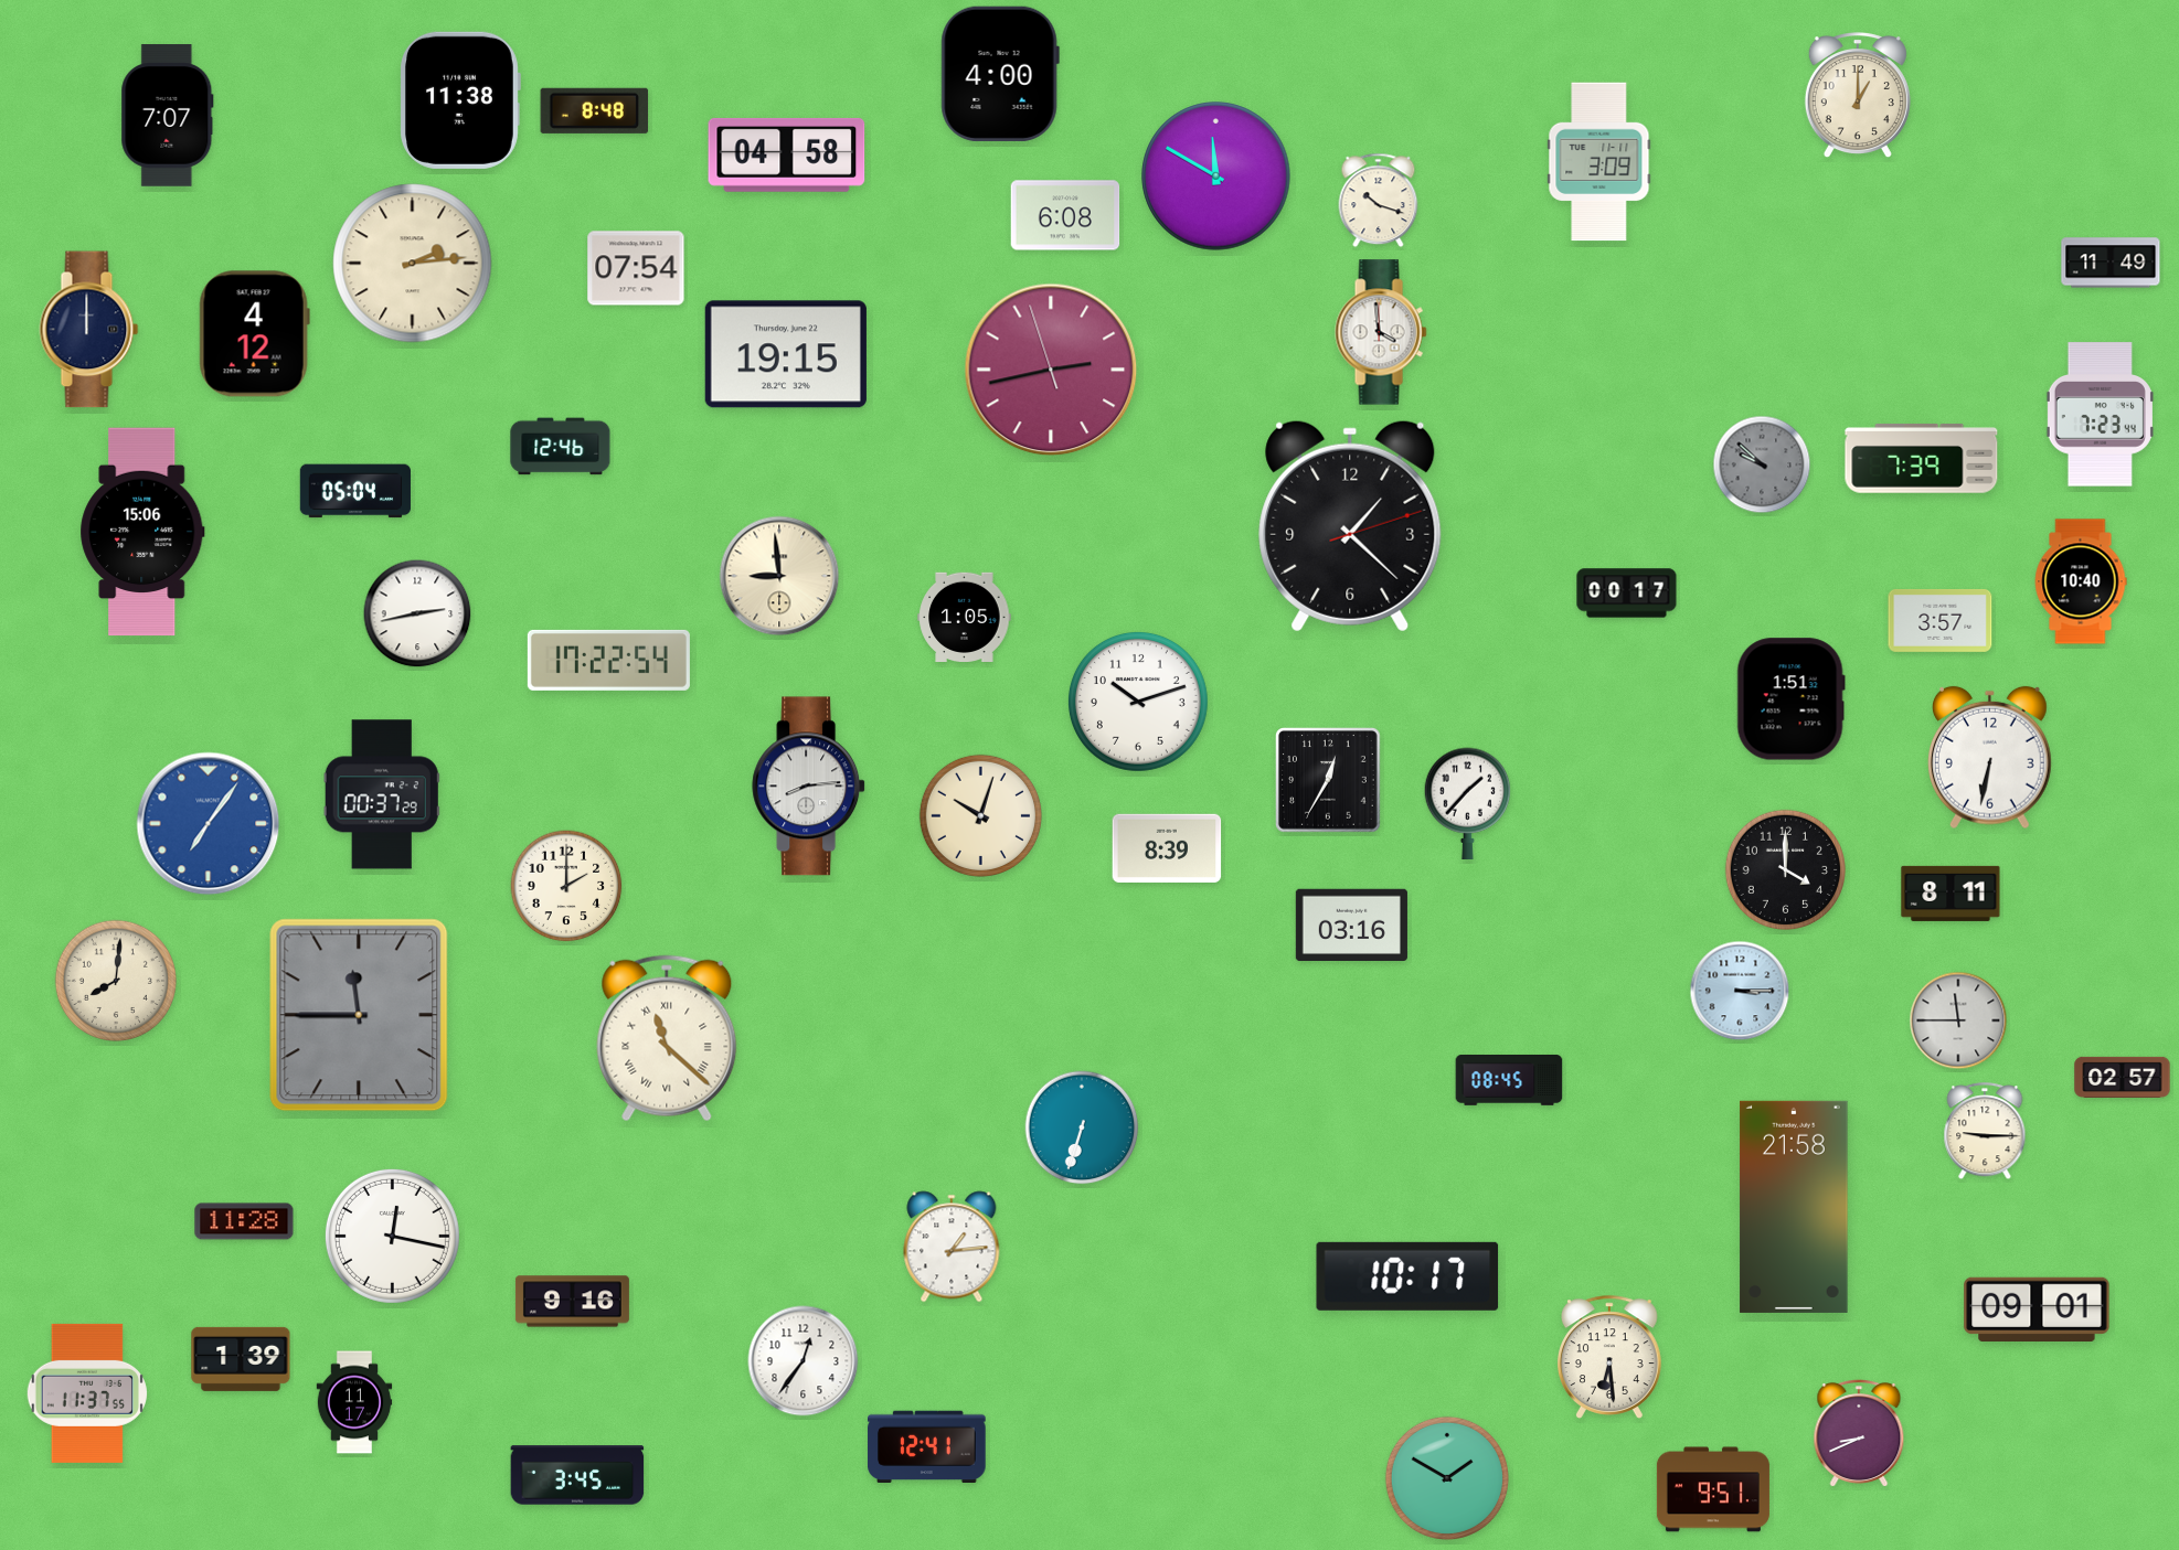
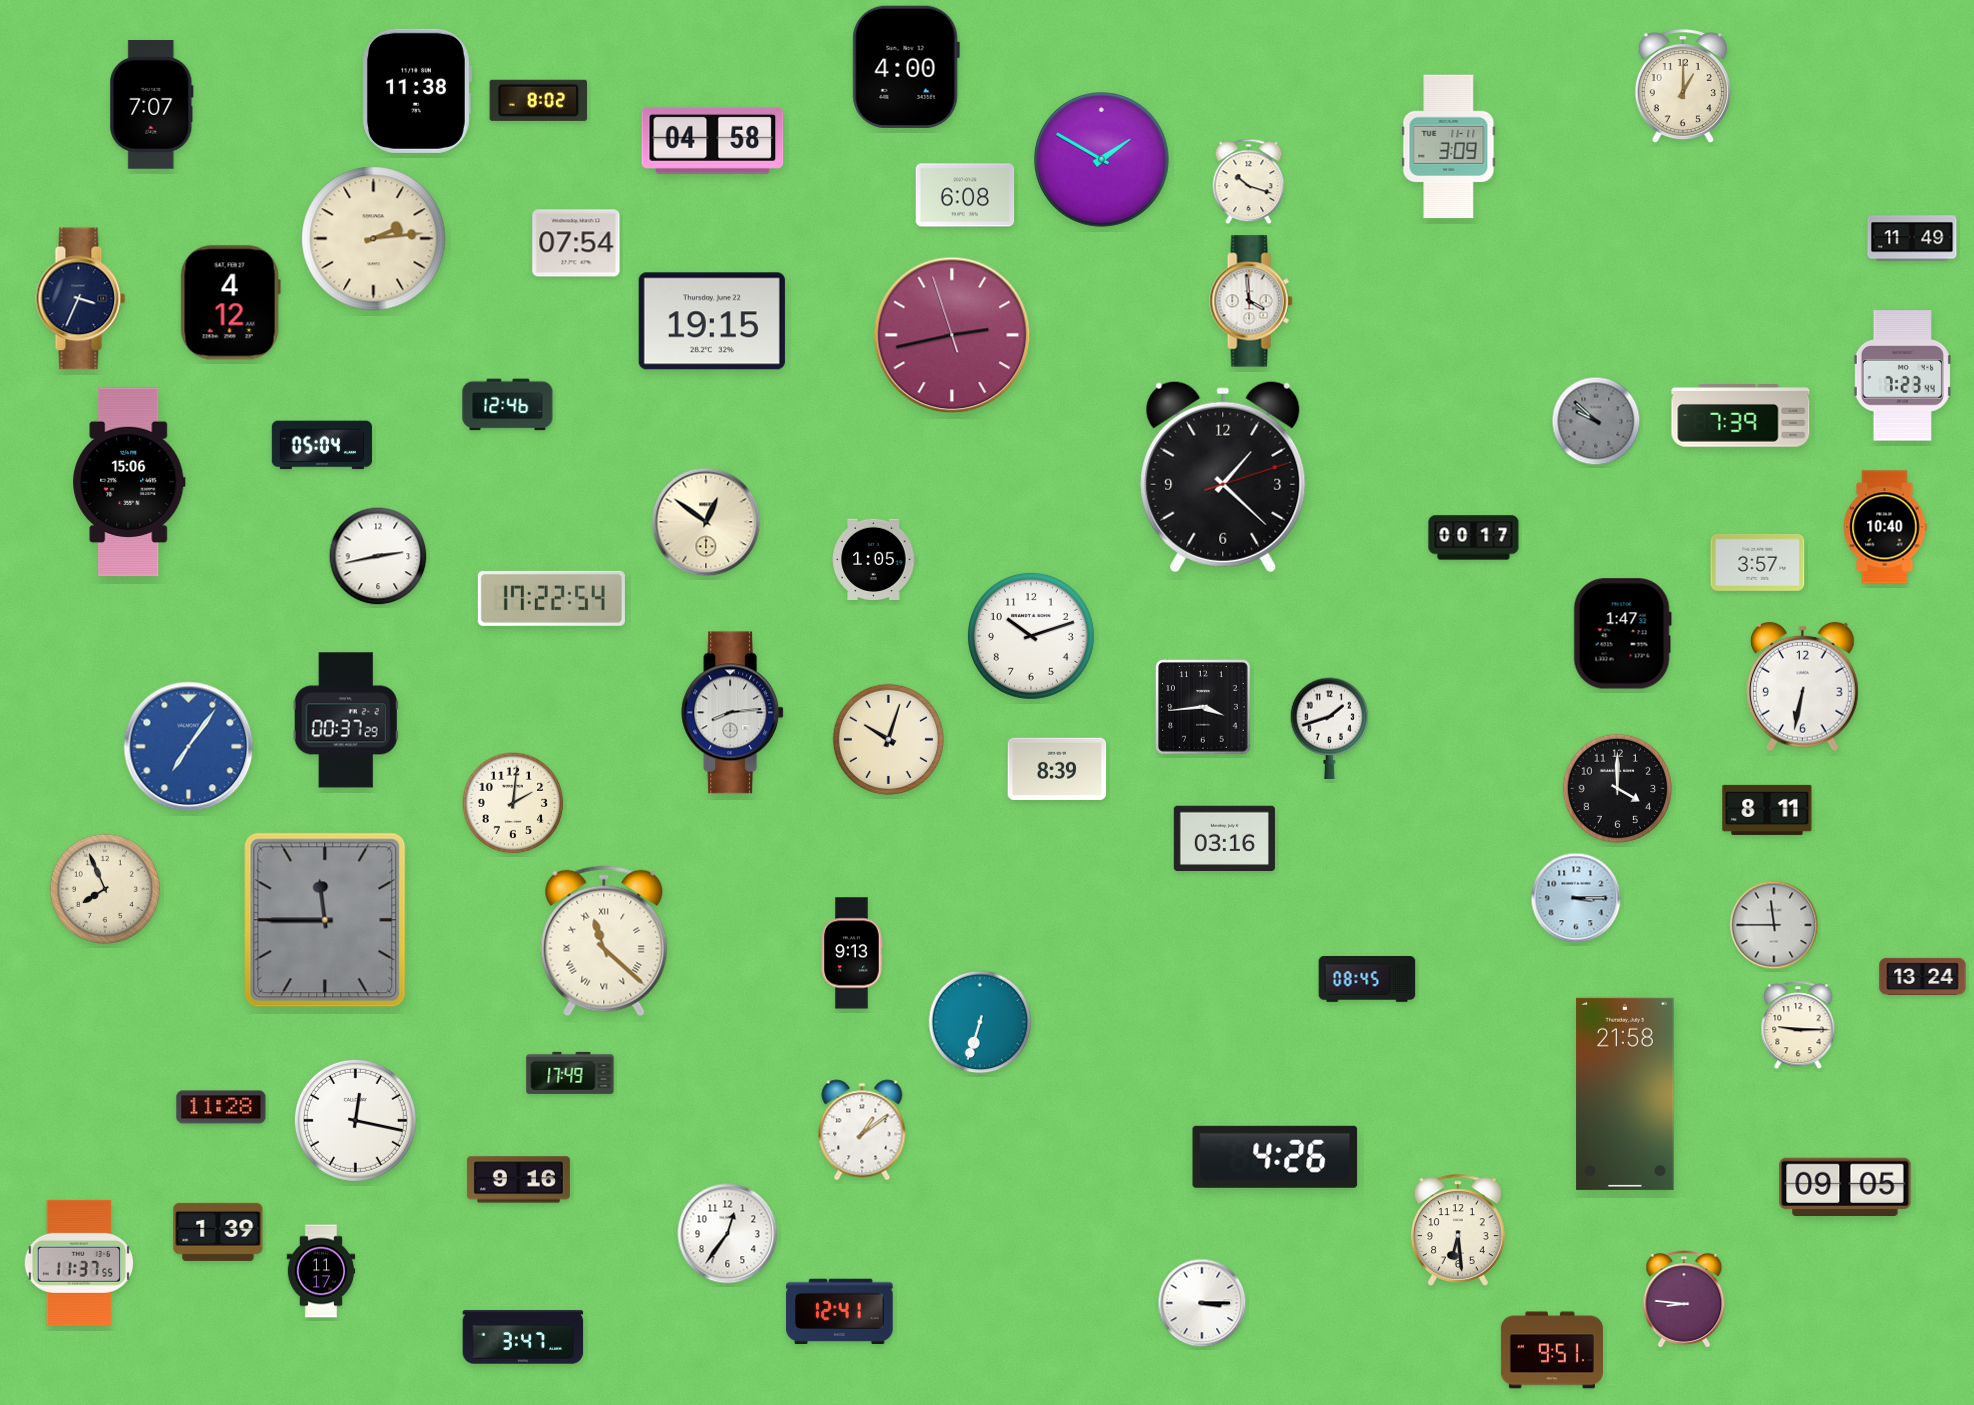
clock at (595, 110): 8:48 -> 8:02
clock at (1216, 177): 11:50 -> 1:50
clock at (89, 330): 12:00 -> 3:34
clock at (779, 576): 8:59 -> 12:51
clock at (1790, 699): 1:51 -> 1:47
clock at (1329, 781): 12:35 -> 3:44
clock at (1468, 803): 1:37 -> 1:42
clock at (566, 886): 2:00 -> 2:01
clock at (115, 980): 8:01 -> 7:56
clock at (852, 953): none -> 9:13
clock at (2123, 1077): 02:57 -> 13:24
clock at (570, 1073): none -> 17:49
clock at (952, 1247): 1:14 -> 1:09
clock at (1407, 1276): 10:17 -> 4:26
clock at (2037, 1310): 09:01 -> 09:05
clock at (1859, 1434): 8:41 -> 8:46
clock at (1202, 1303): none -> 3:15
clock at (577, 1475): 3:45 -> 3:47
clock at (1447, 1478): 1:50 -> none
